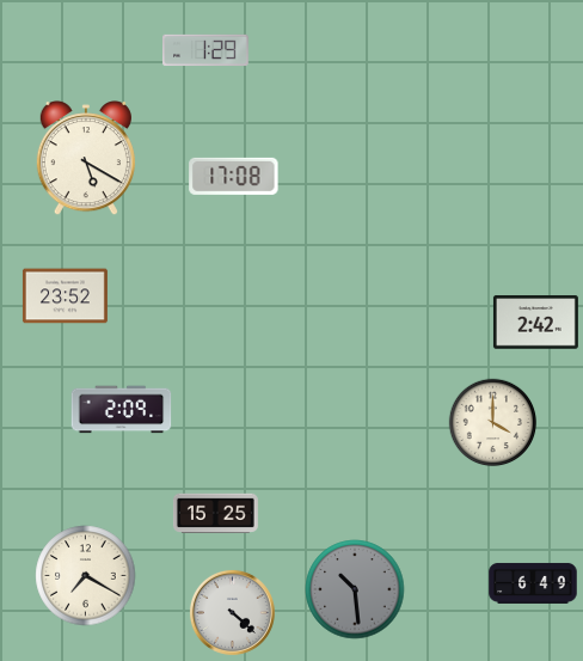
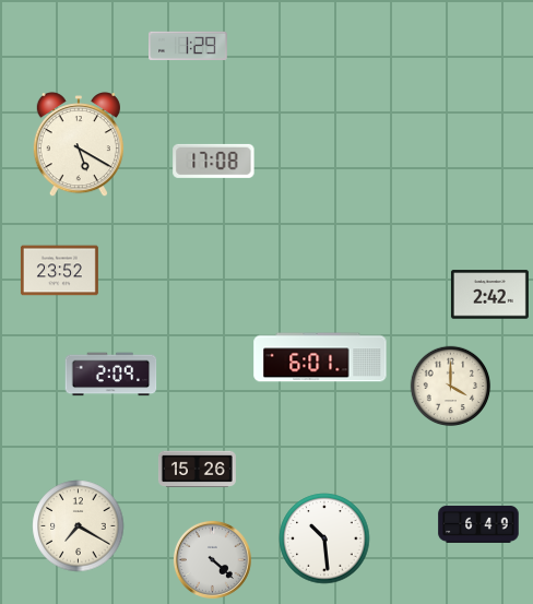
clock at (320, 357): none -> 6:01
clock at (215, 514): 15:25 -> 15:26
clock at (533, 583) position: (533, 583) -> (478, 524)
clock at (355, 589) dial: grey -> white
